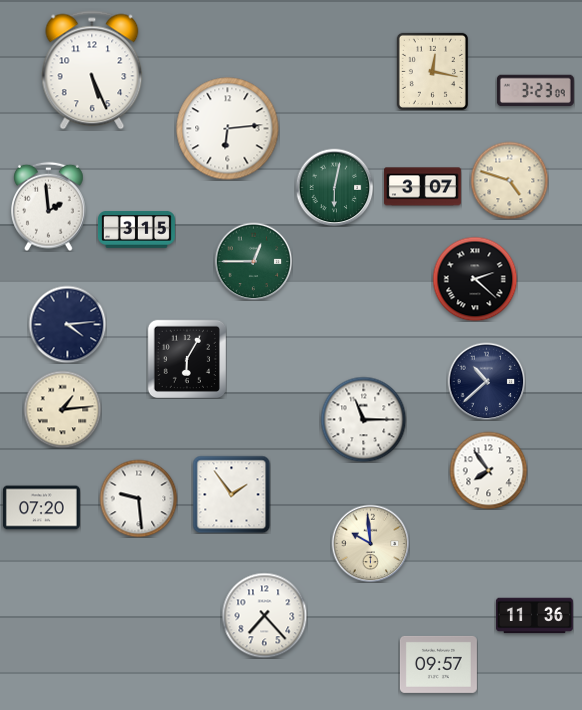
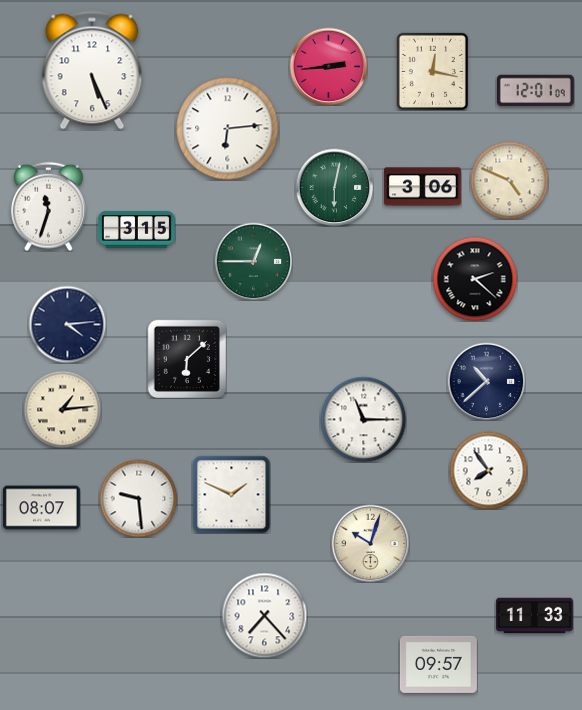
clock at (328, 66): none -> 2:44
clock at (535, 91): 3:23 -> 12:01
clock at (509, 180): 4:48 -> 4:49
clock at (422, 187): 3:07 -> 3:06
clock at (49, 206): 1:59 -> 11:33
clock at (186, 358): 6:05 -> 6:08
clock at (231, 494): 1:54 -> 1:49
clock at (41, 508): 07:20 -> 08:07
clock at (370, 543): 9:59 -> 10:03
clock at (534, 616): 11:36 -> 11:33
